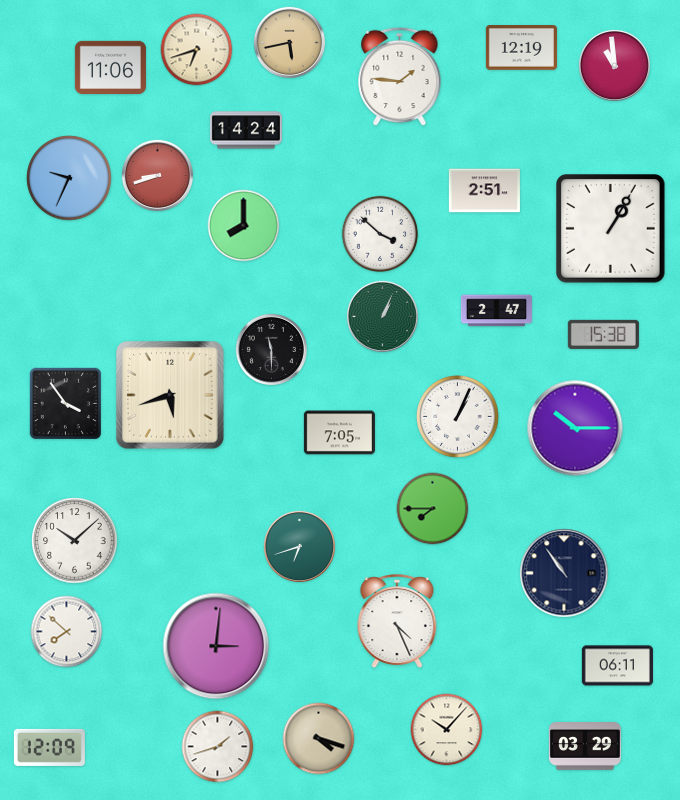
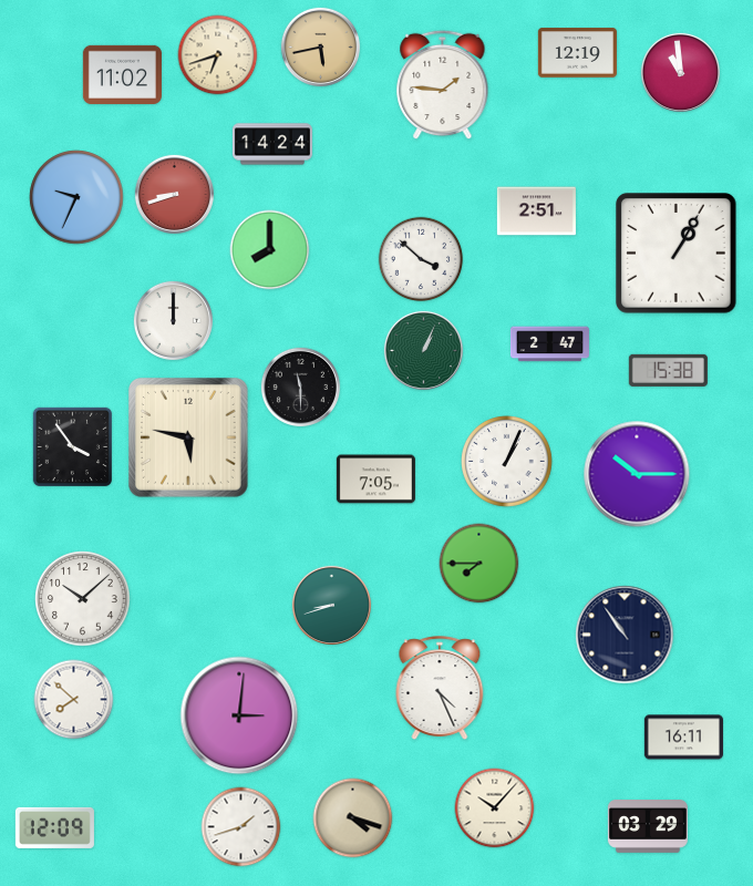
clock at (110, 67): 11:06 -> 11:02
clock at (173, 320): none -> 12:00
clock at (171, 396): 5:42 -> 5:47
clock at (299, 546): 6:42 -> 8:42
clock at (617, 666): 06:11 -> 16:11
